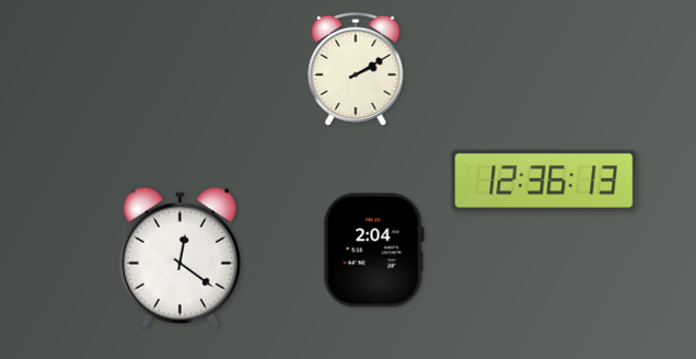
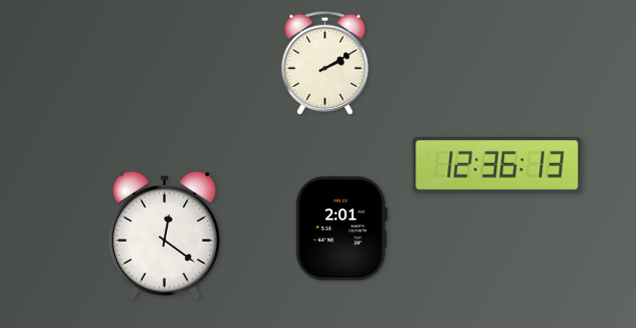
clock at (373, 251): 2:04 -> 2:01
